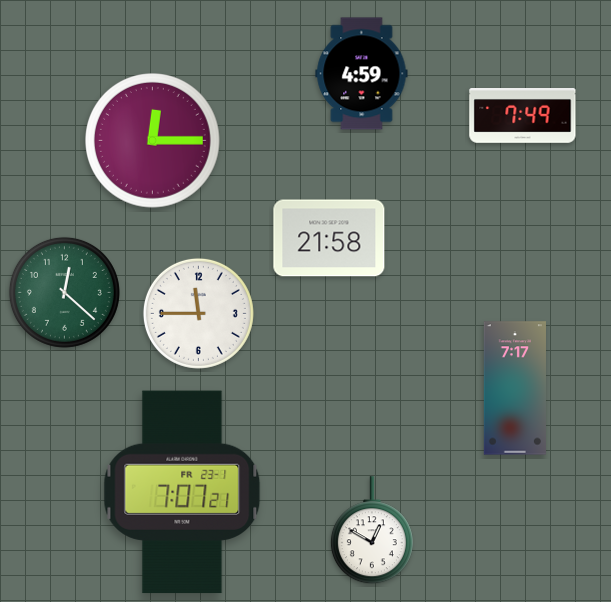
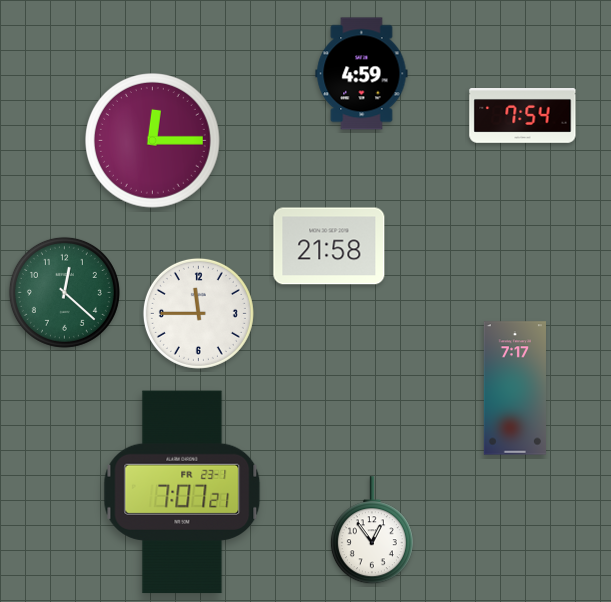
clock at (523, 116): 7:49 -> 7:54
clock at (329, 238) position: (329, 238) -> (329, 246)
clock at (372, 531): 12:50 -> 12:54
